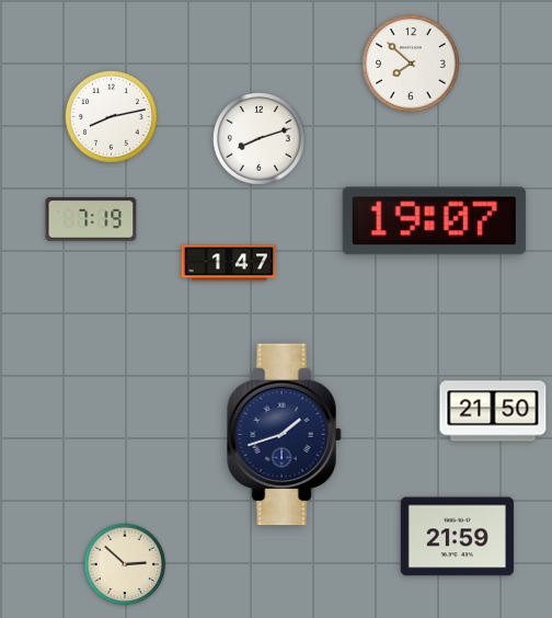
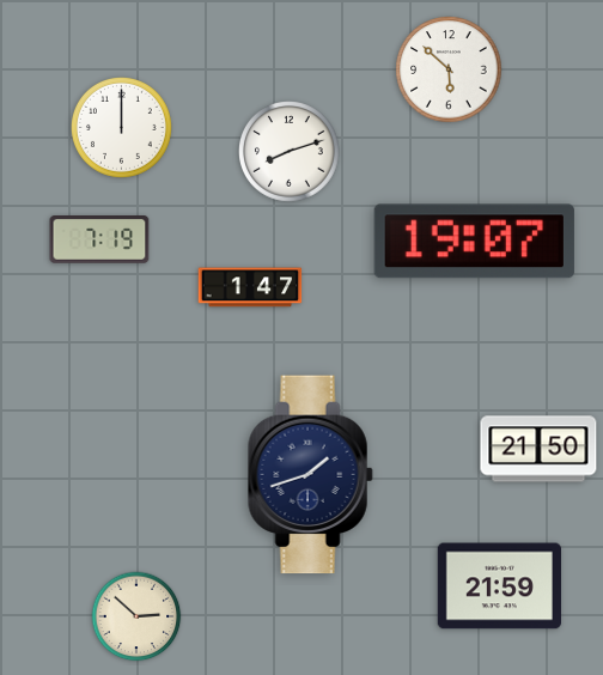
clock at (411, 64): 7:52 -> 5:52
clock at (112, 117): 8:13 -> 12:00
clock at (260, 139) position: (260, 139) -> (290, 152)
